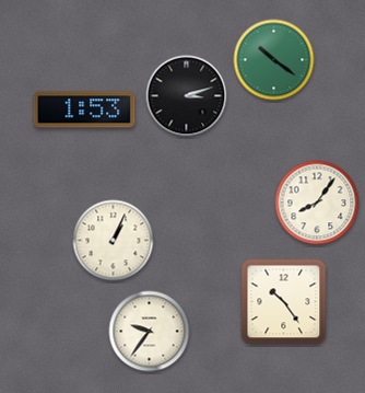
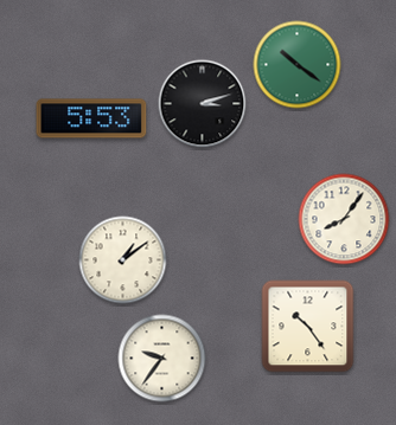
clock at (84, 109): 1:53 -> 5:53
clock at (114, 241): 1:04 -> 1:09
